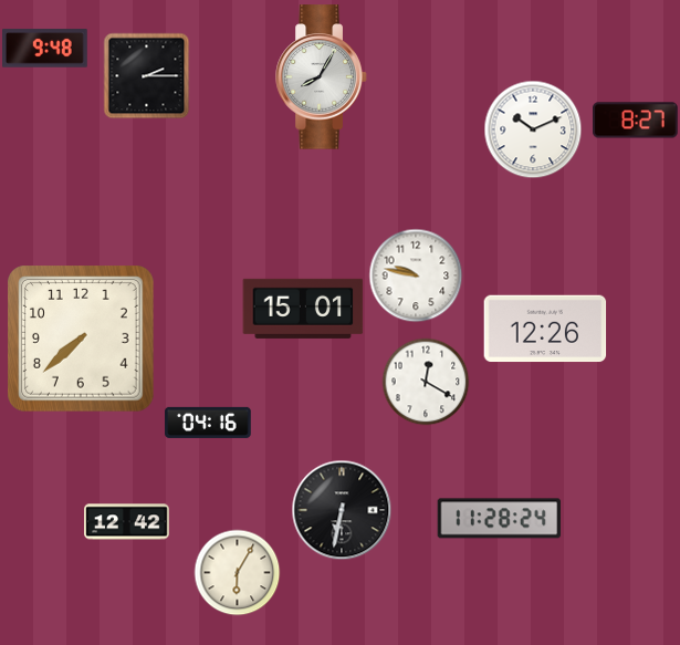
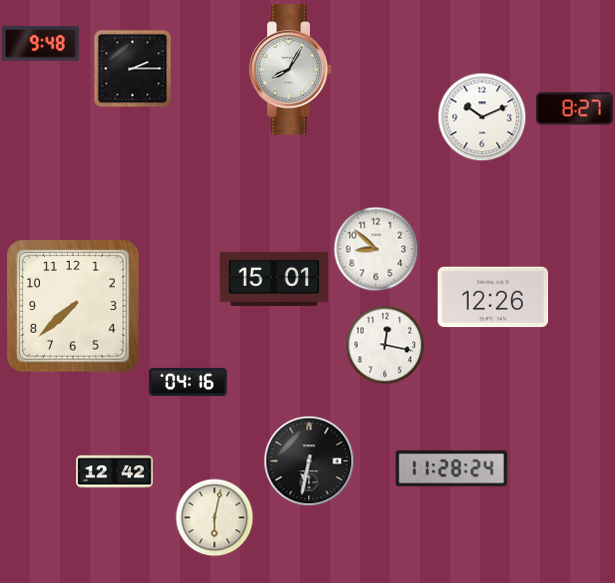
clock at (416, 275): 9:47 -> 8:52
clock at (426, 382): 12:20 -> 12:17
clock at (237, 572): 6:05 -> 6:02
